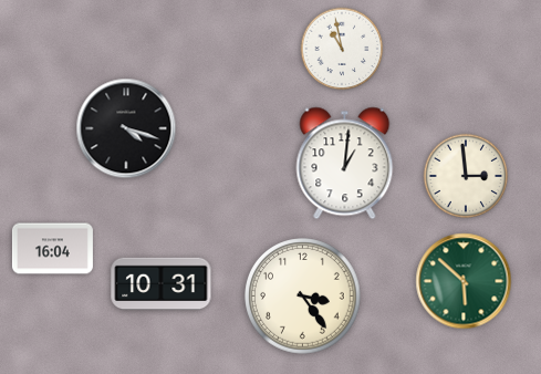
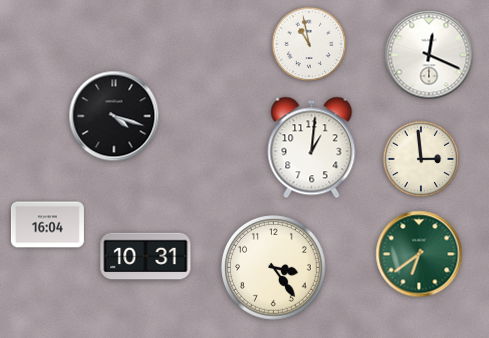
clock at (429, 55): none -> 12:19
clock at (464, 281): 5:52 -> 6:39
